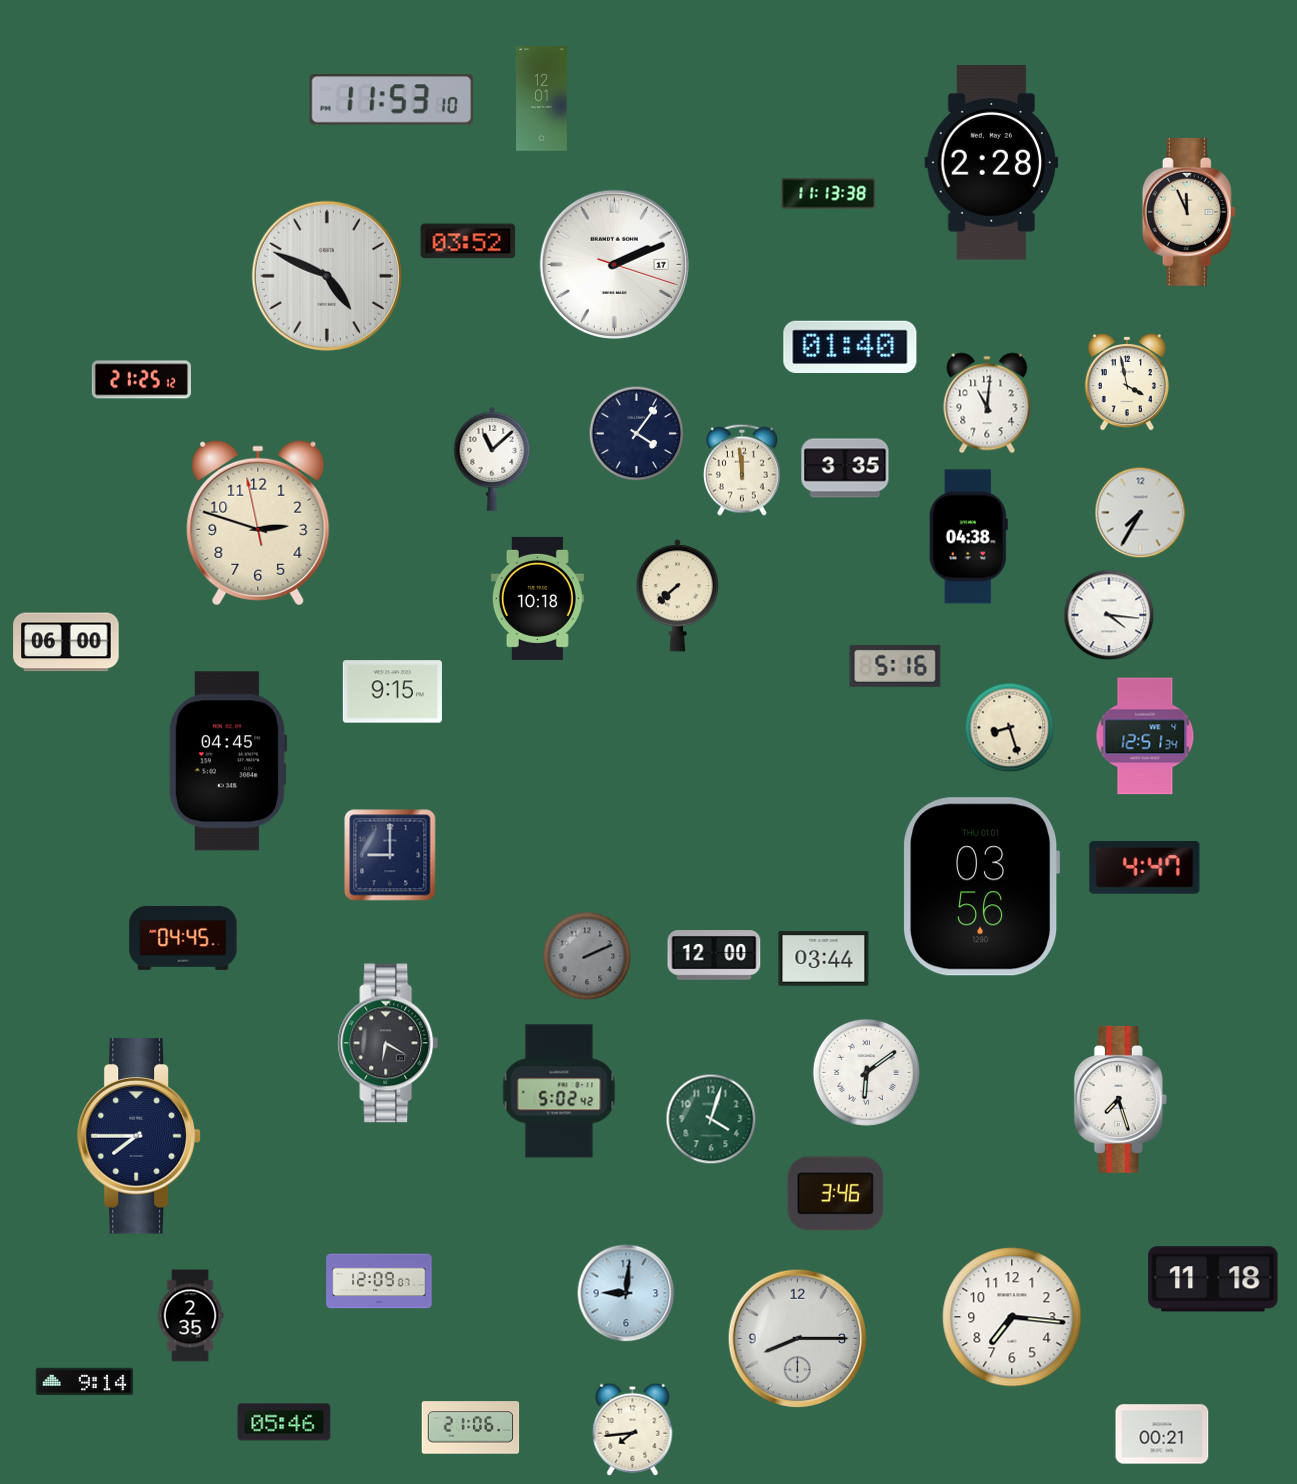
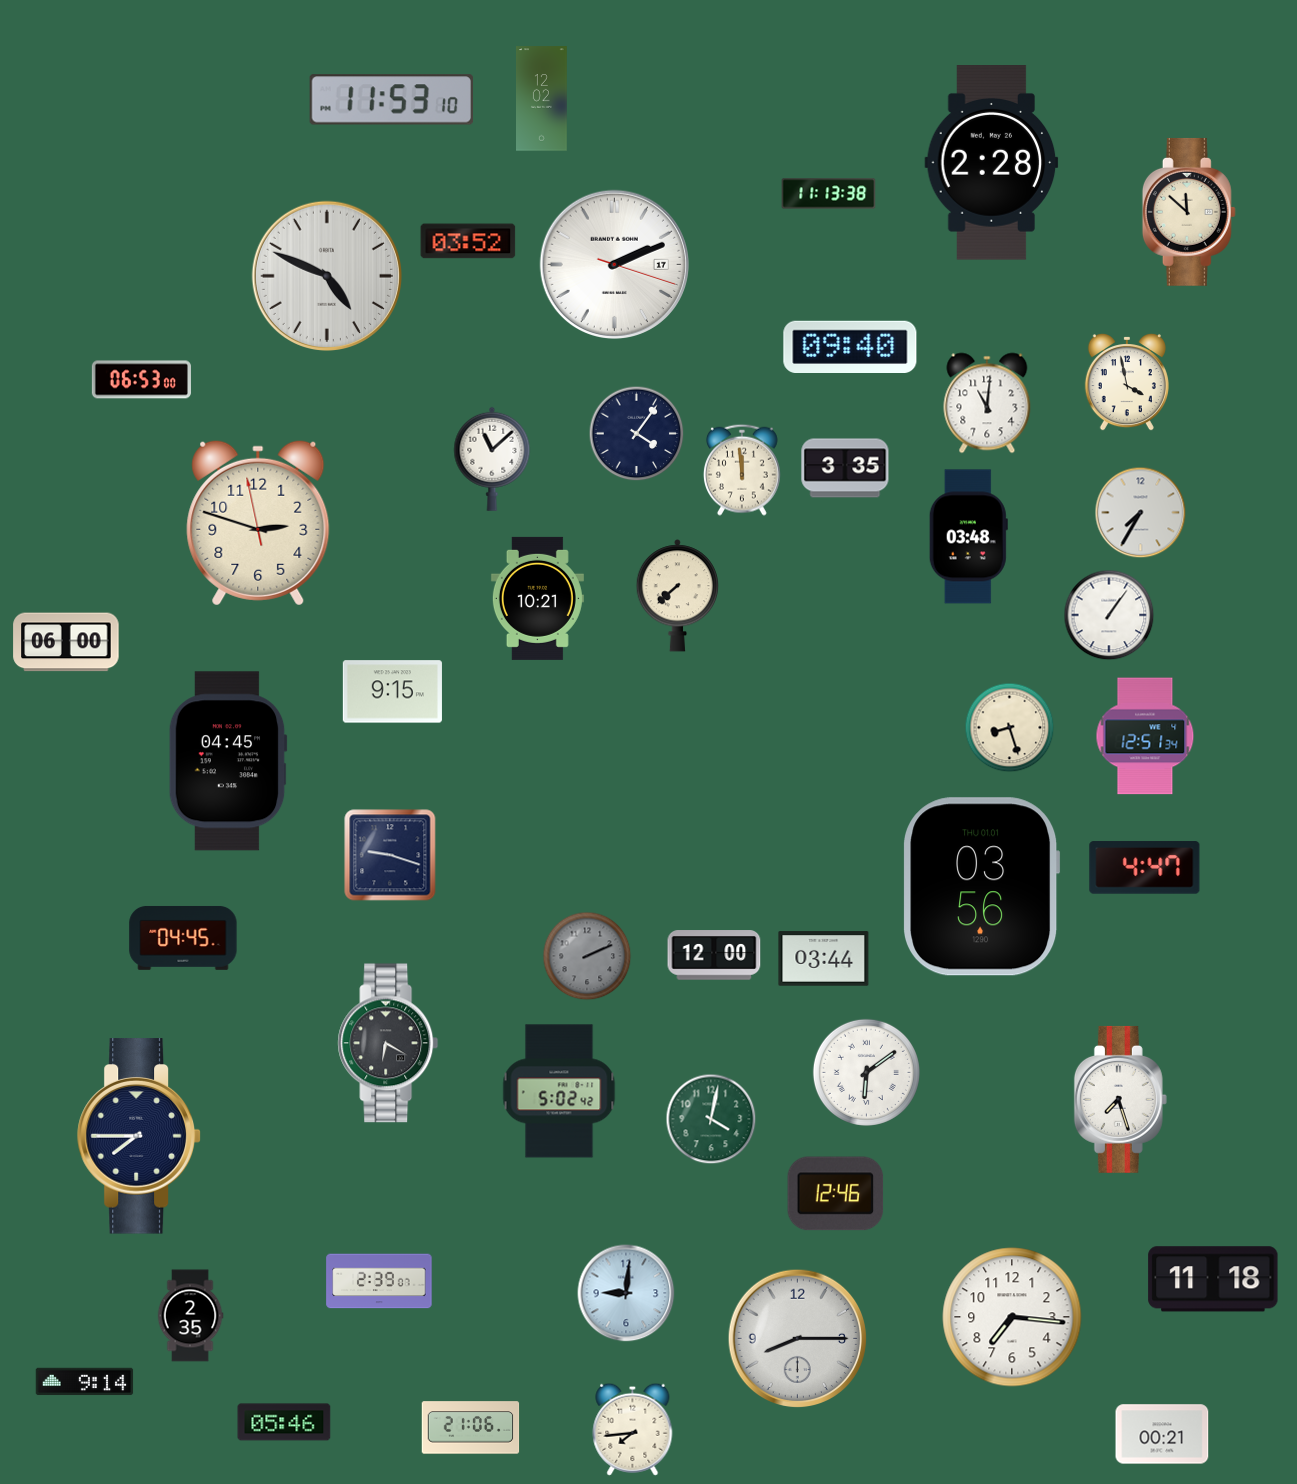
clock at (542, 99): 12:01 -> 12:02
clock at (1189, 212): 11:56 -> 11:52
clock at (850, 346): 01:40 -> 09:40
clock at (141, 380): 21:25 -> 06:53
clock at (968, 537): 04:38 -> 03:48
clock at (537, 598): 10:18 -> 10:21
clock at (1109, 615): 4:16 -> 1:06
clock at (895, 666): 5:16 -> none
clock at (390, 855): 9:00 -> 9:18
clock at (711, 1119): 4:03 -> 4:02
clock at (836, 1194): 3:46 -> 12:46
clock at (379, 1281): 12:09 -> 2:39
